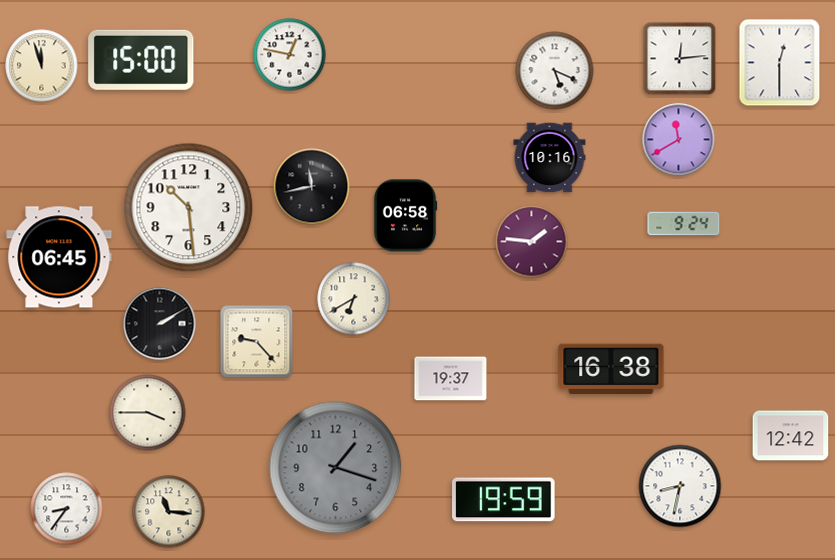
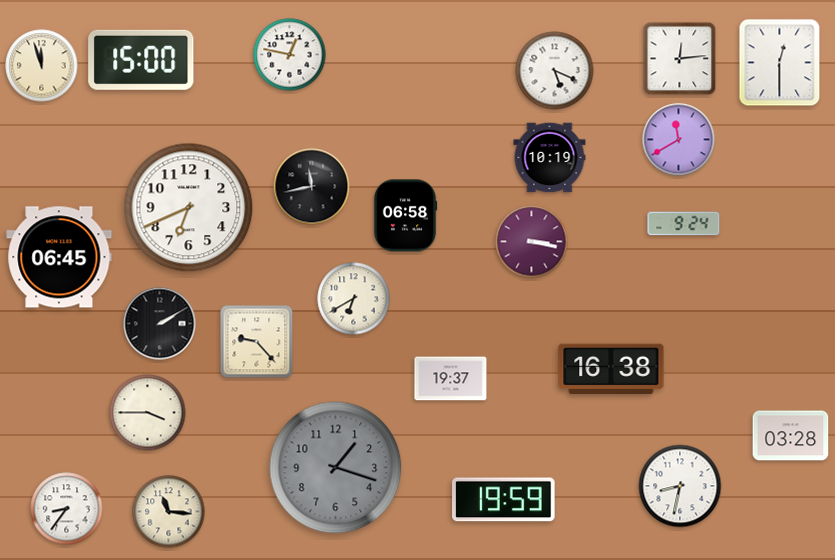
clock at (550, 158): 10:16 -> 10:19
clock at (189, 208): 10:29 -> 6:41
clock at (532, 242): 1:46 -> 3:17
clock at (791, 436): 12:42 -> 03:28
